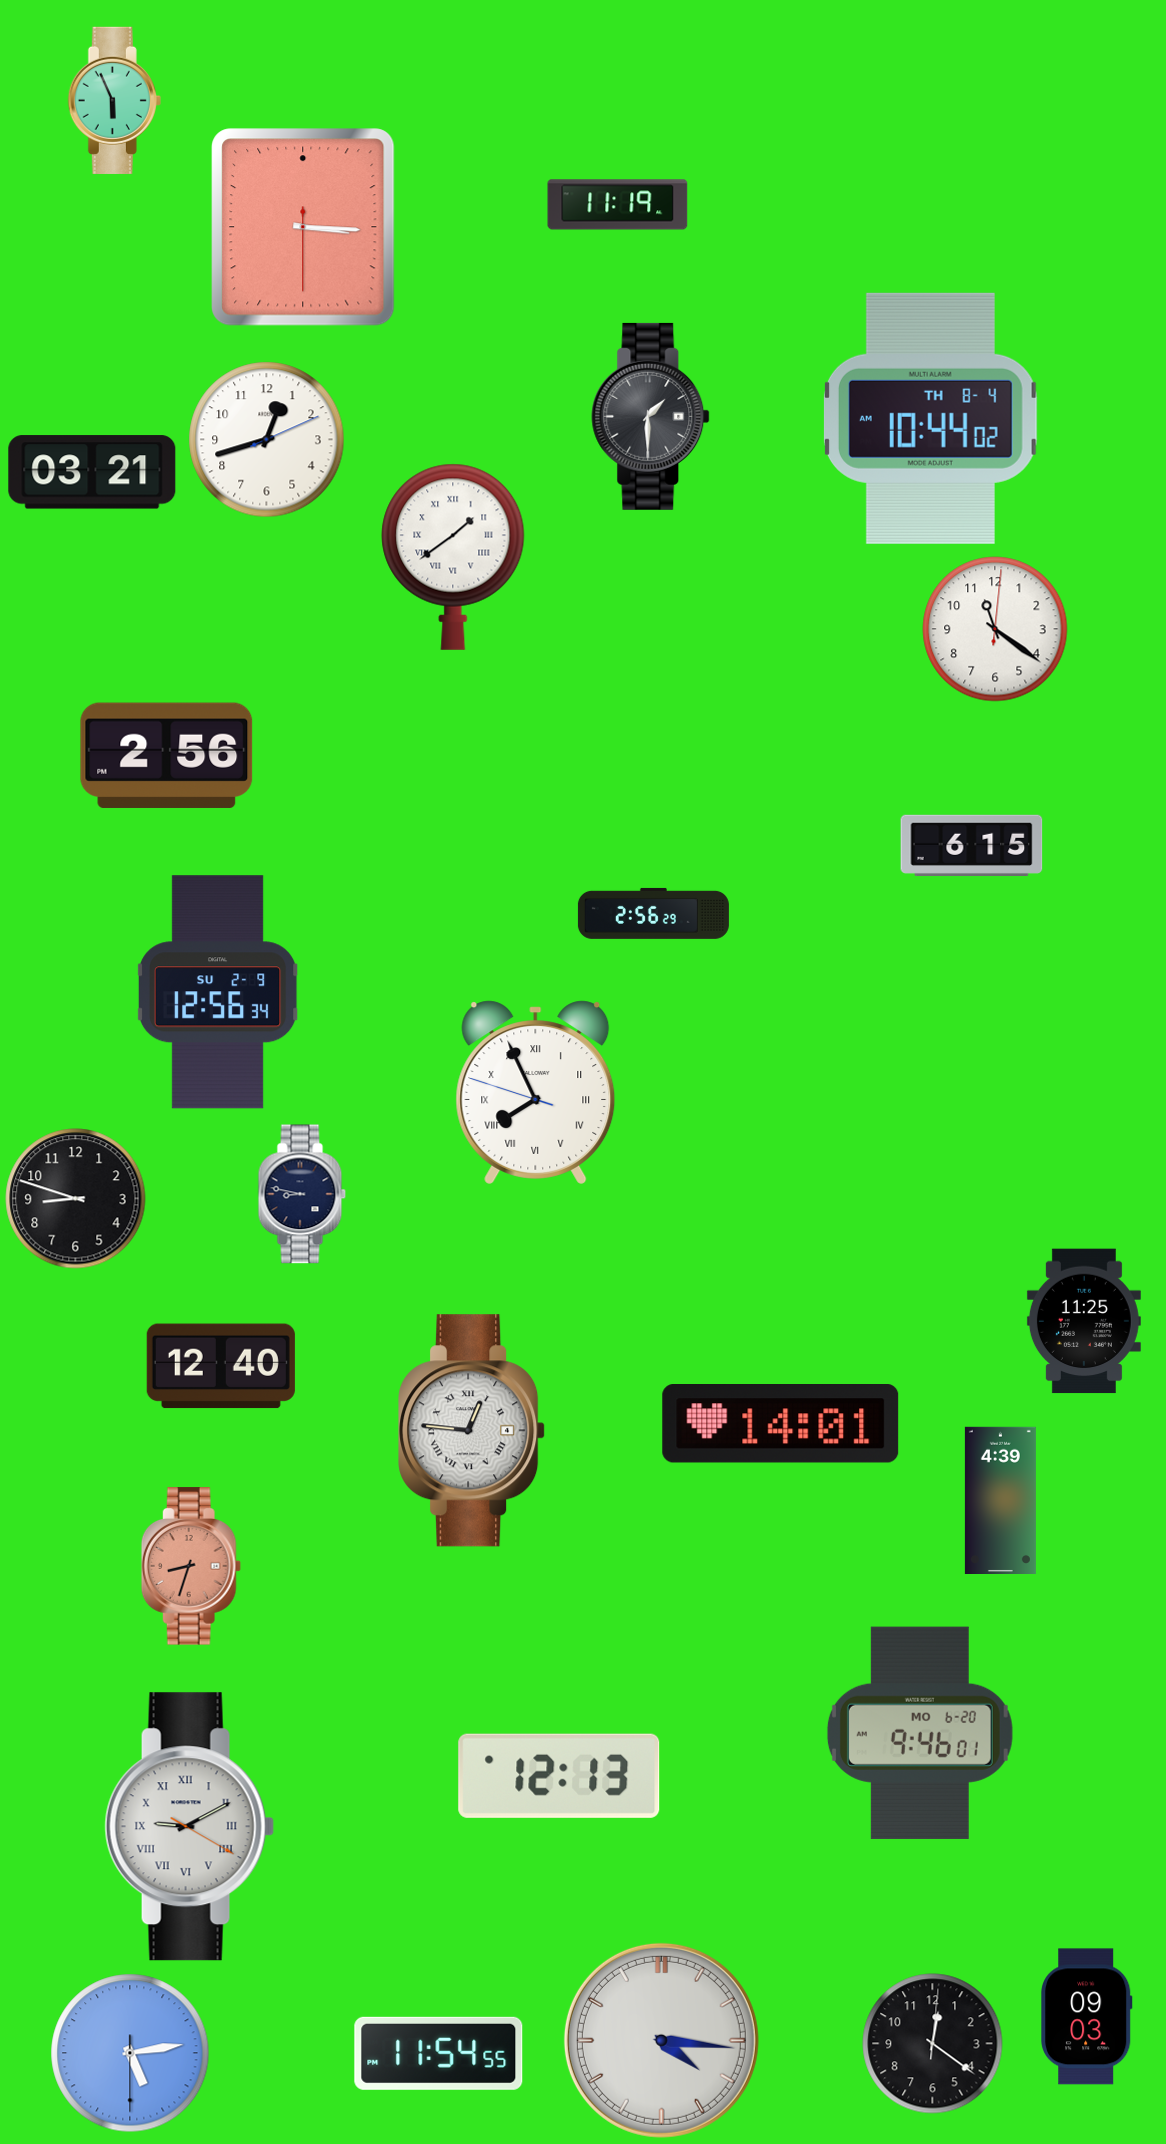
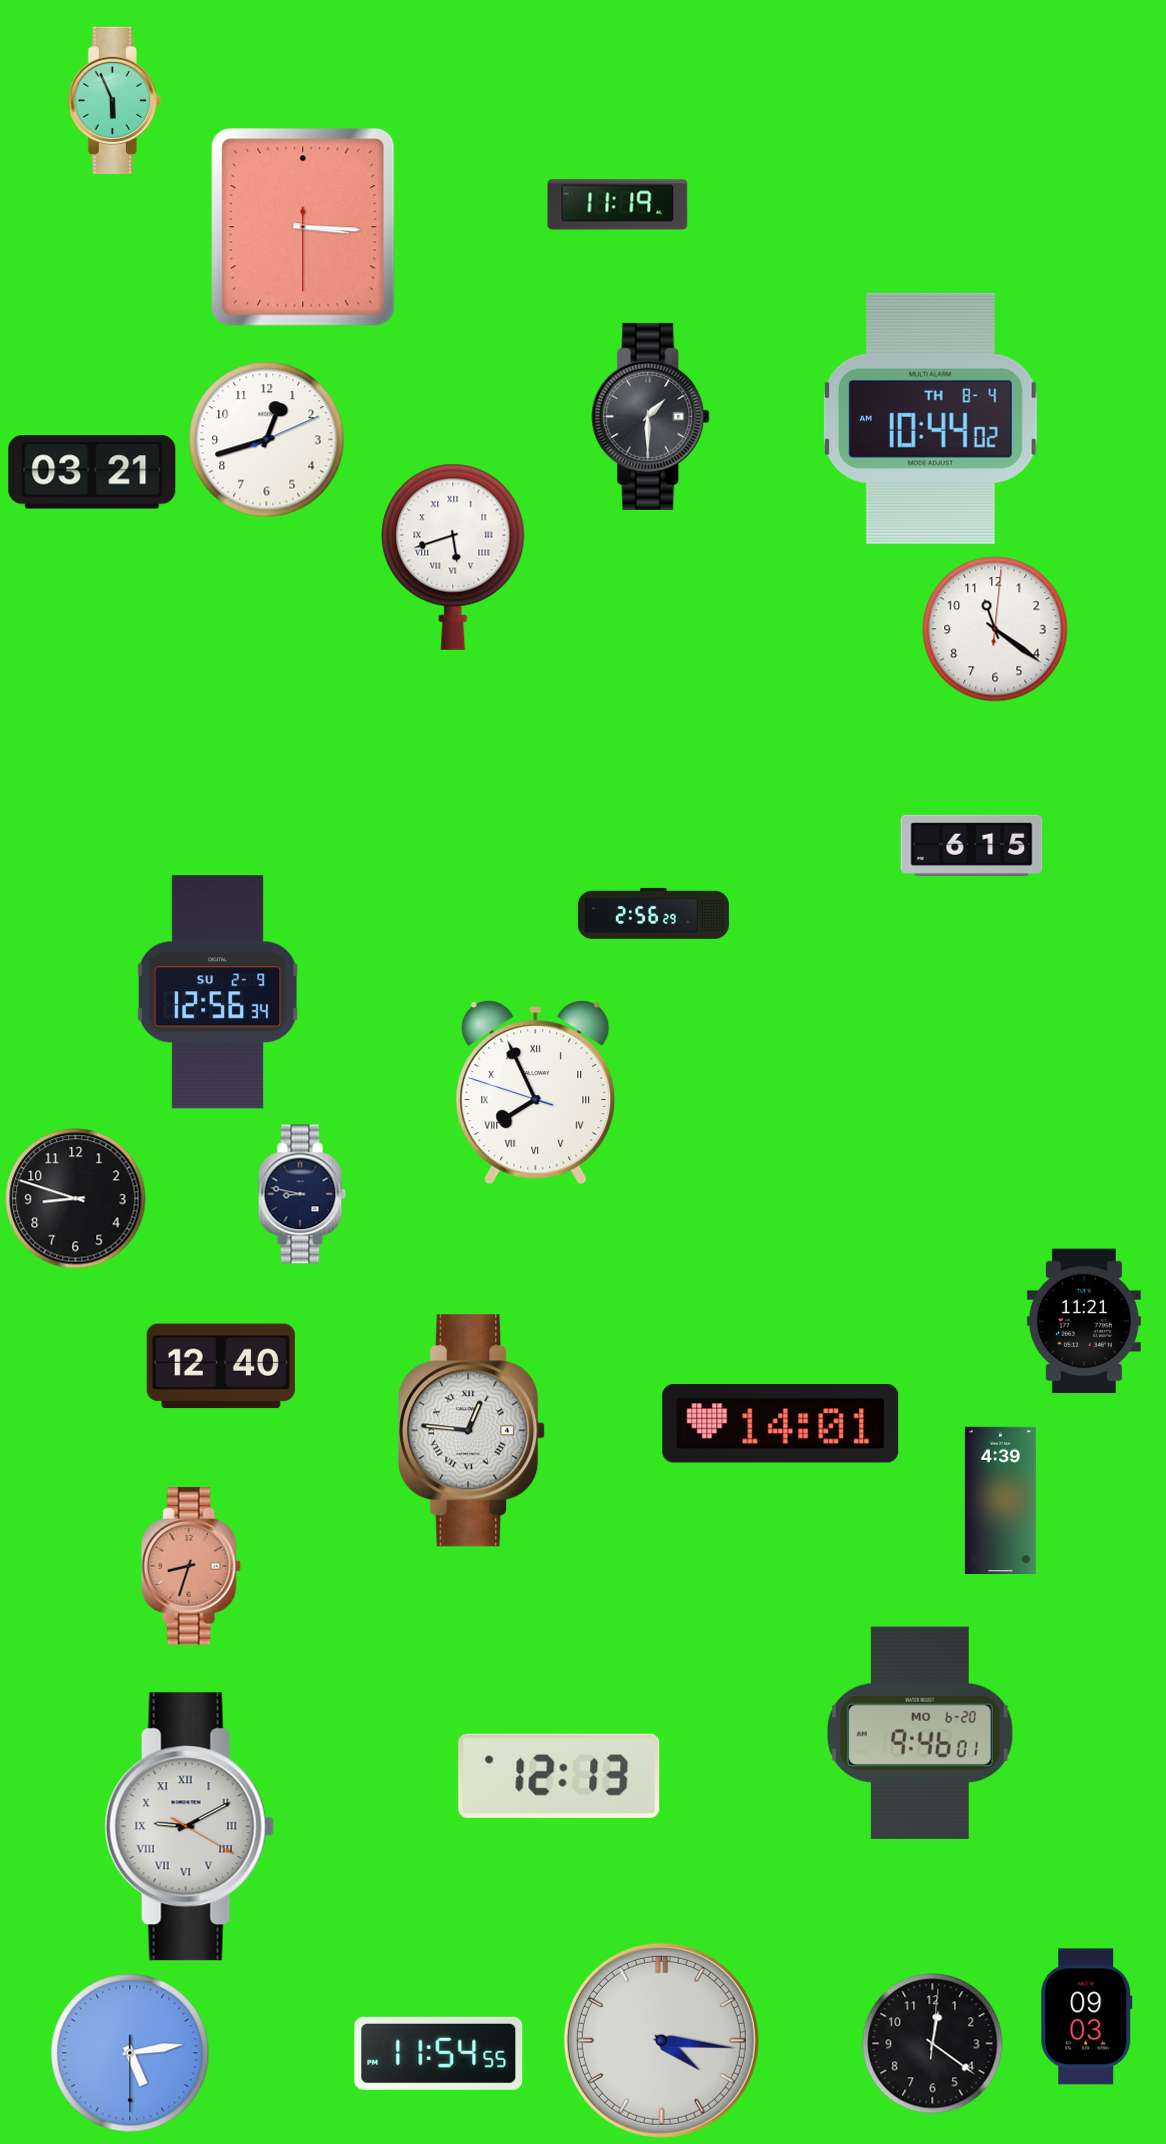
clock at (453, 557): 1:39 -> 5:42
clock at (167, 755): 2:56 -> none
clock at (1084, 1321): 11:25 -> 11:21
